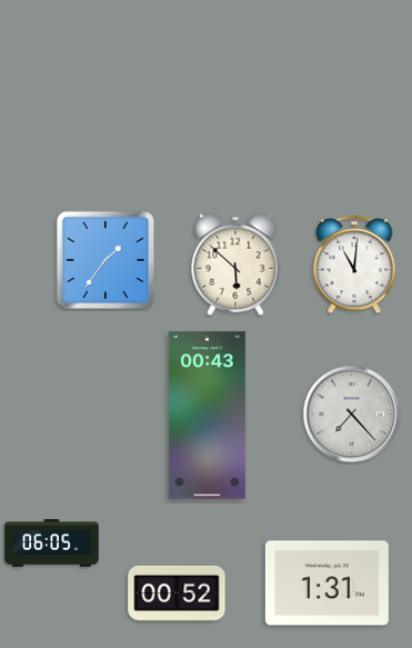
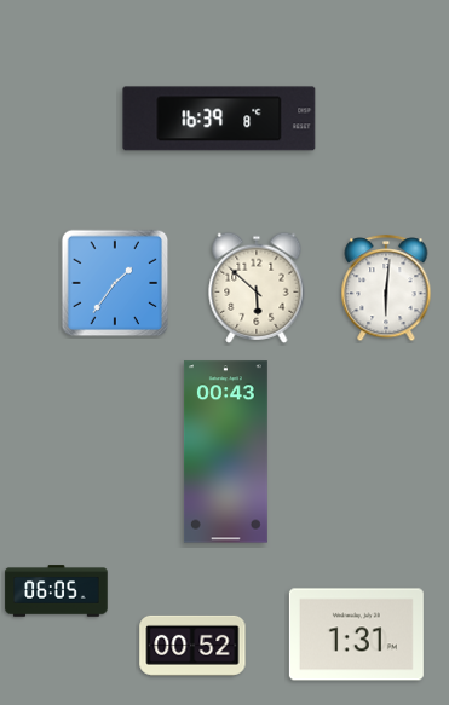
clock at (219, 119): none -> 16:39
clock at (354, 266): 11:01 -> 6:01
clock at (352, 415): 7:23 -> none
